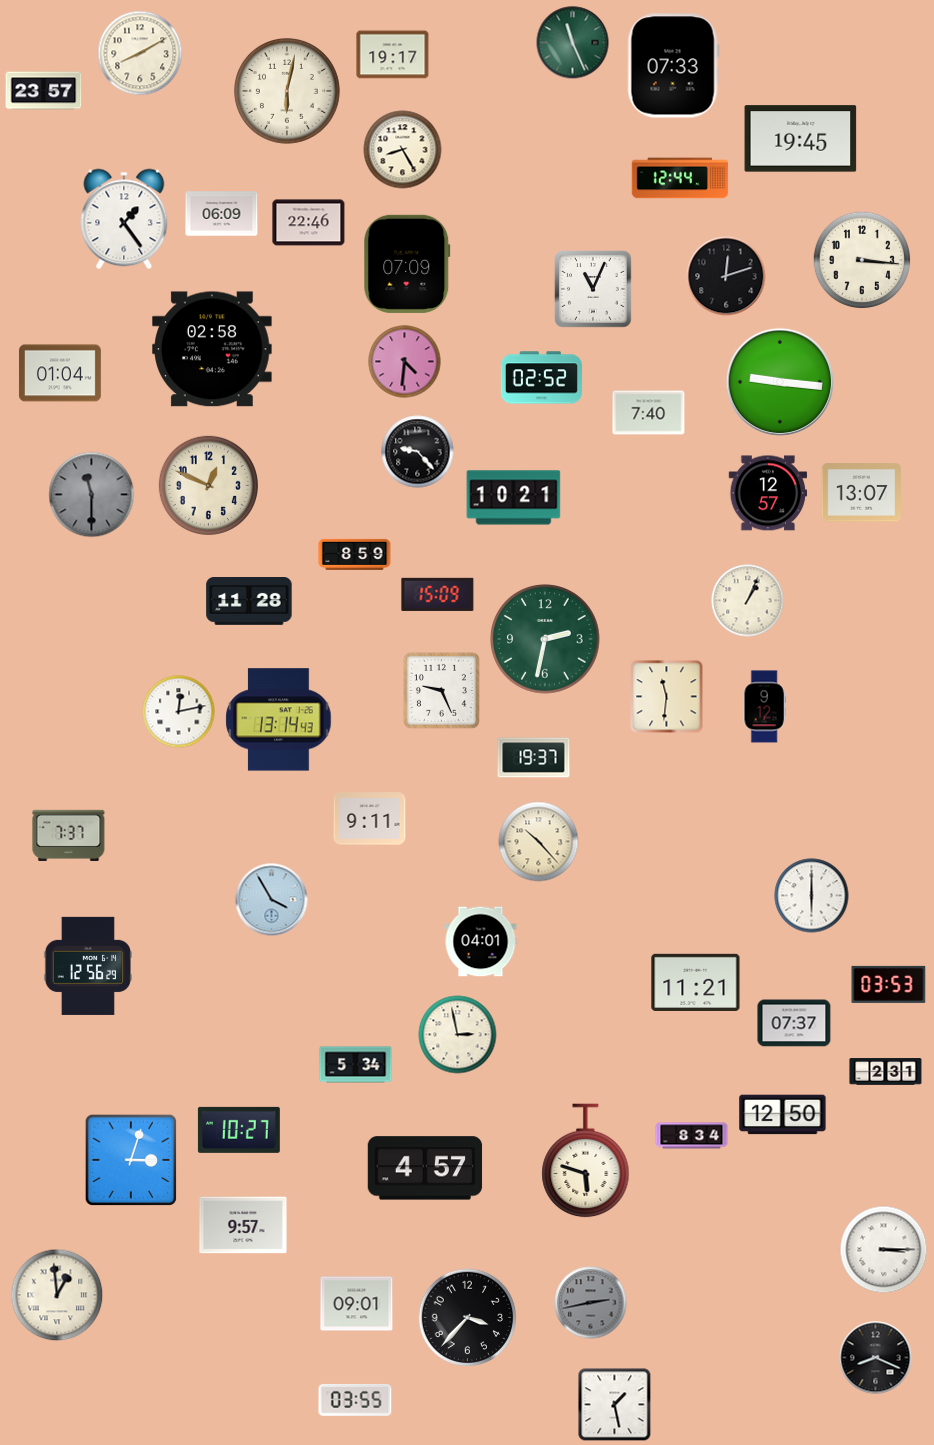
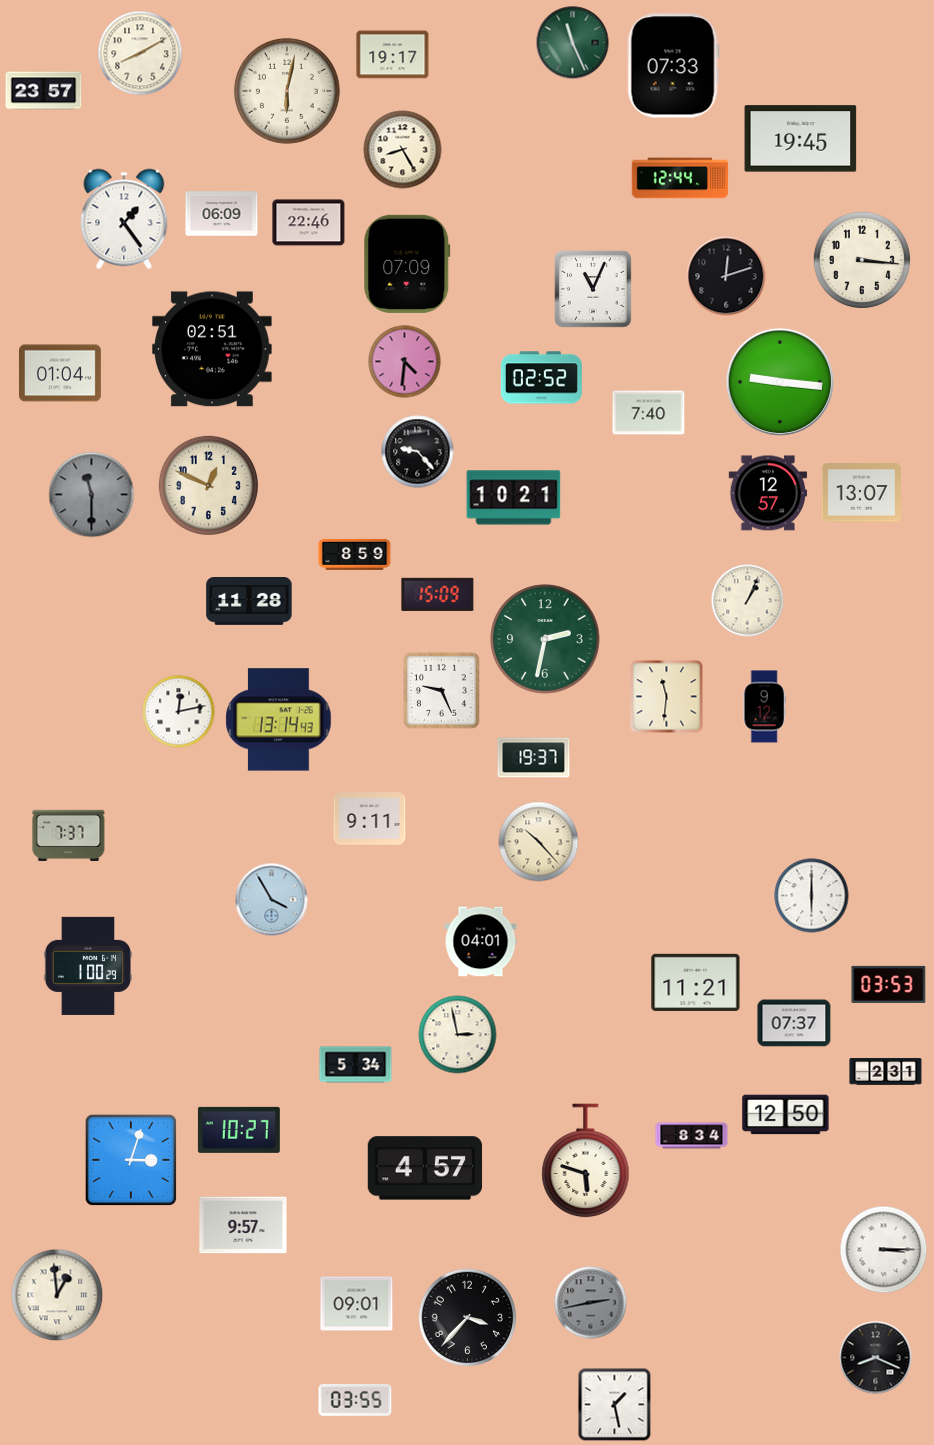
clock at (213, 349): 02:58 -> 02:51
clock at (88, 966): 12:56 -> 1:00
clock at (783, 1115) position: (783, 1115) -> (786, 1115)
